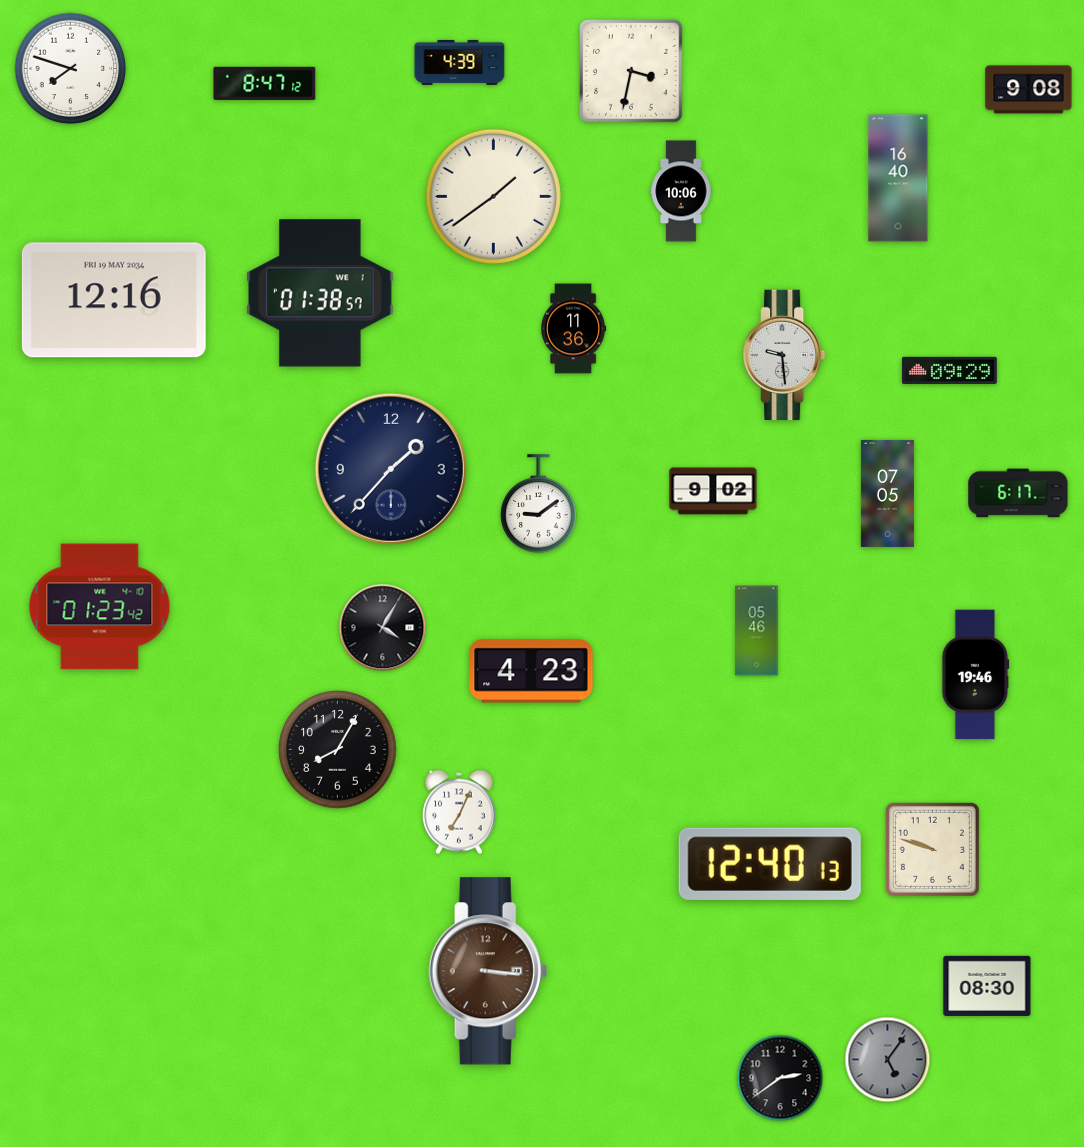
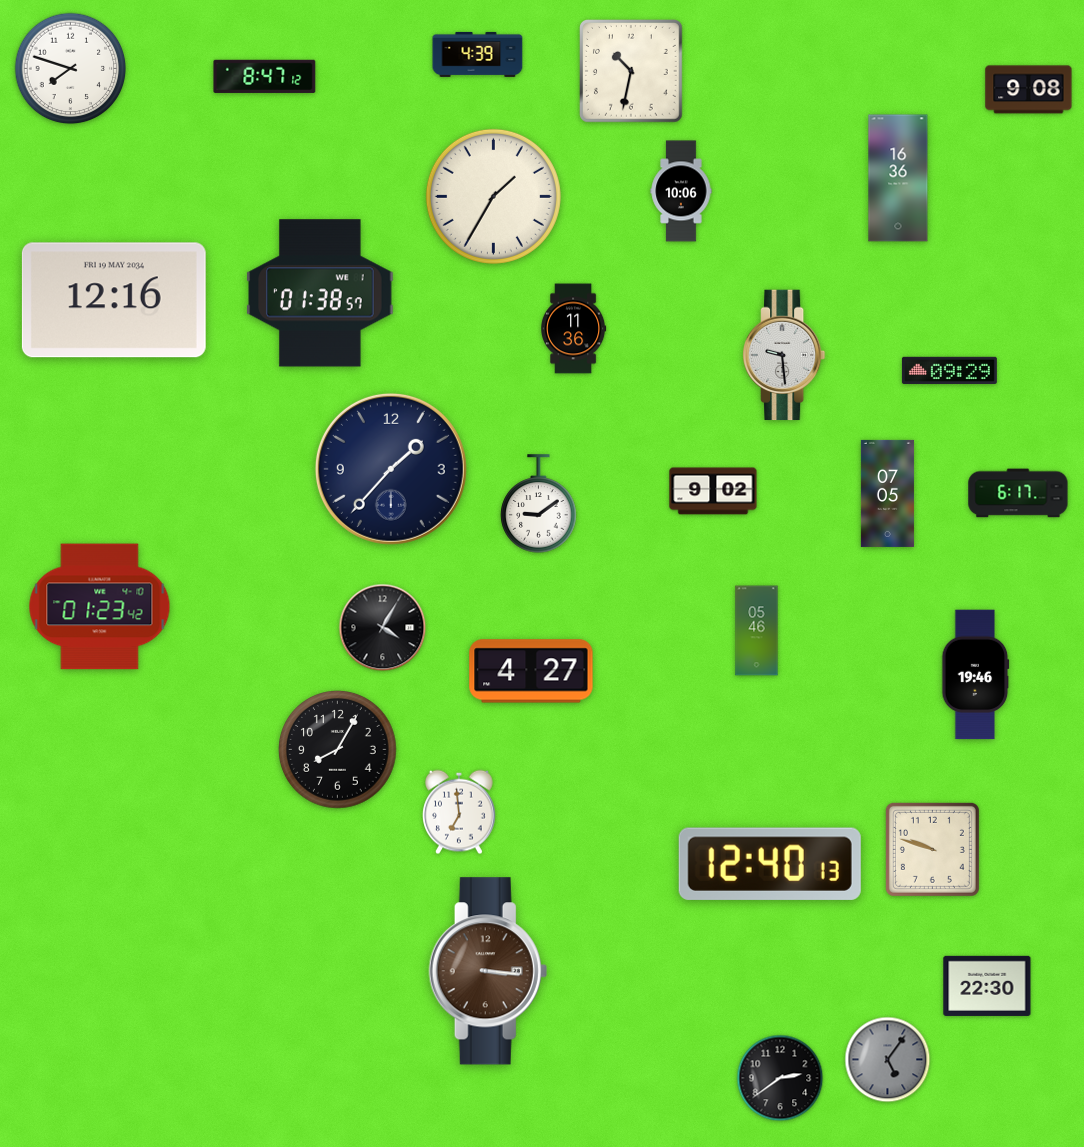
clock at (460, 62) position: (460, 62) -> (478, 54)
clock at (632, 72): 3:32 -> 10:32
clock at (265, 83) position: (265, 83) -> (265, 76)
clock at (898, 178): 16:40 -> 16:36
clock at (493, 196): 1:39 -> 1:35
clock at (531, 671): 4:23 -> 4:27
clock at (459, 812): 7:04 -> 6:59
clock at (987, 986): 08:30 -> 22:30
